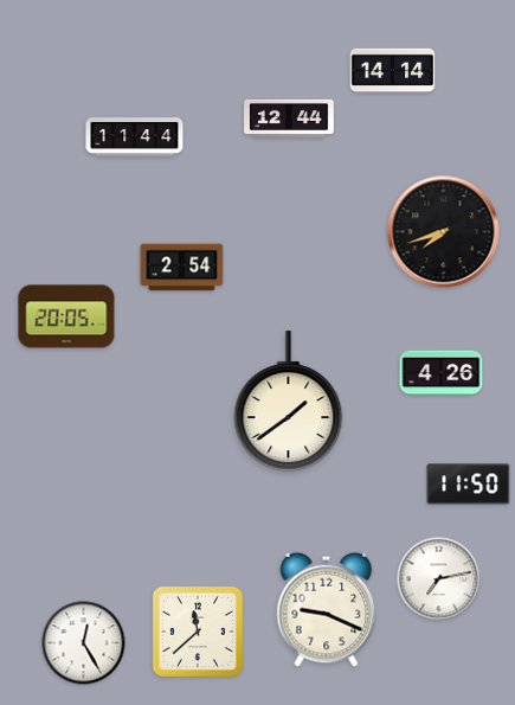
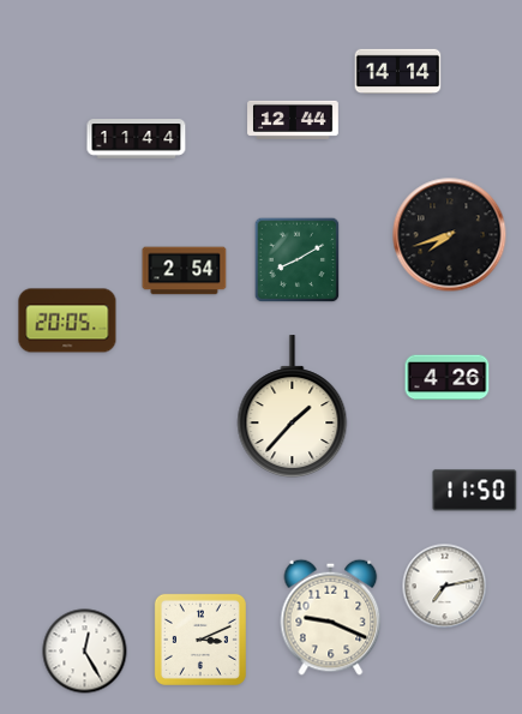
clock at (298, 260): none -> 8:10
clock at (289, 400): 1:39 -> 1:37
clock at (198, 632): 11:38 -> 3:11
